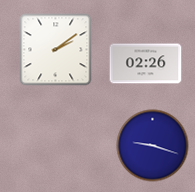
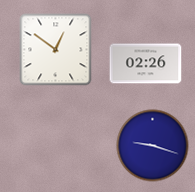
clock at (56, 50): 2:09 -> 12:51
